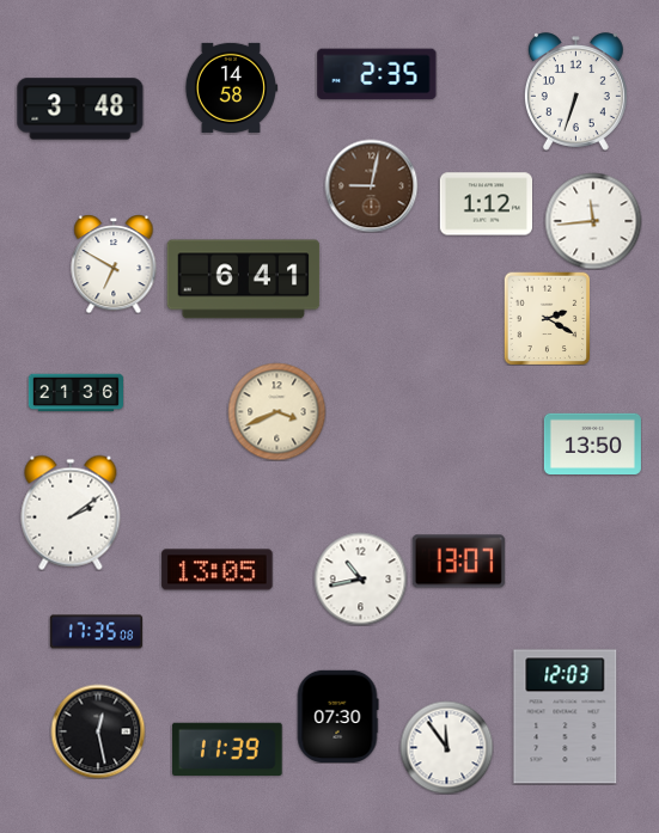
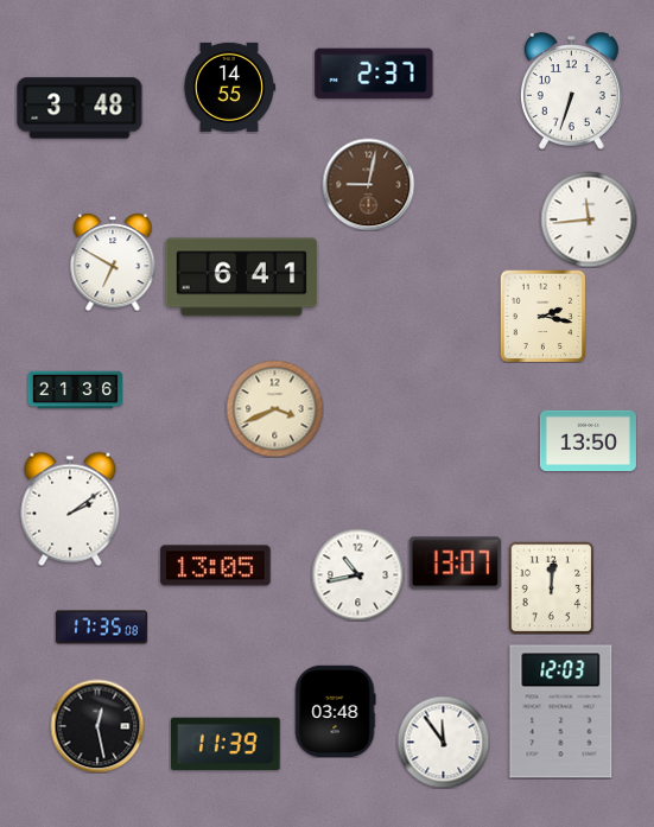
clock at (377, 74): 2:35 -> 2:37
clock at (231, 87): 14:58 -> 14:55
clock at (486, 204): 1:12 -> none
clock at (548, 318): 2:20 -> 2:17
clock at (458, 562) position: (458, 562) -> (455, 564)
clock at (552, 587): none -> 12:01
clock at (96, 632) position: (96, 632) -> (101, 628)
clock at (337, 716): 07:30 -> 03:48
